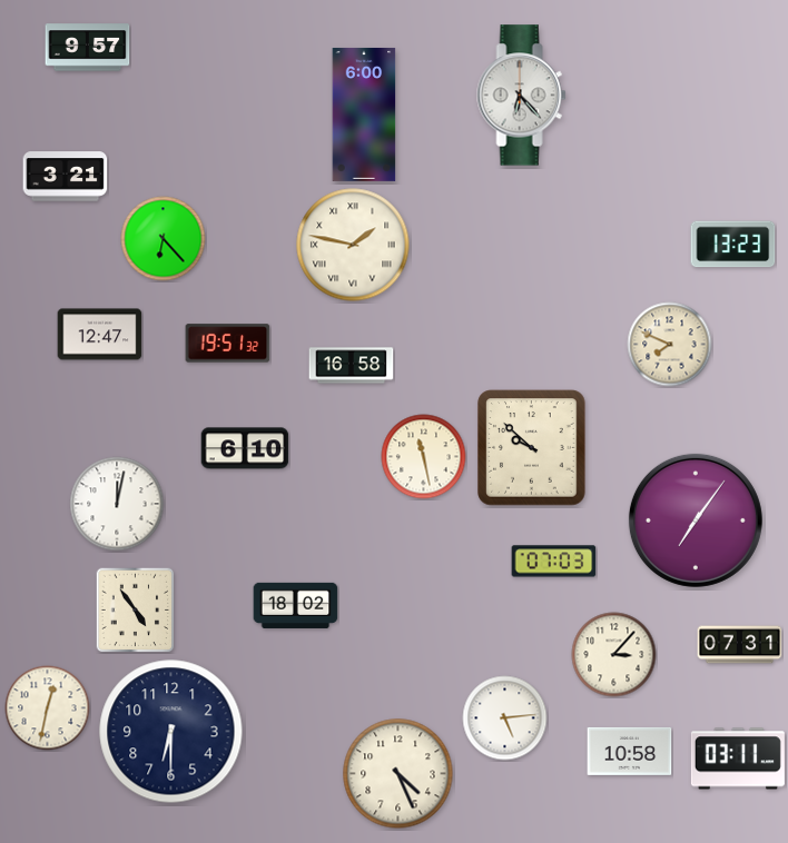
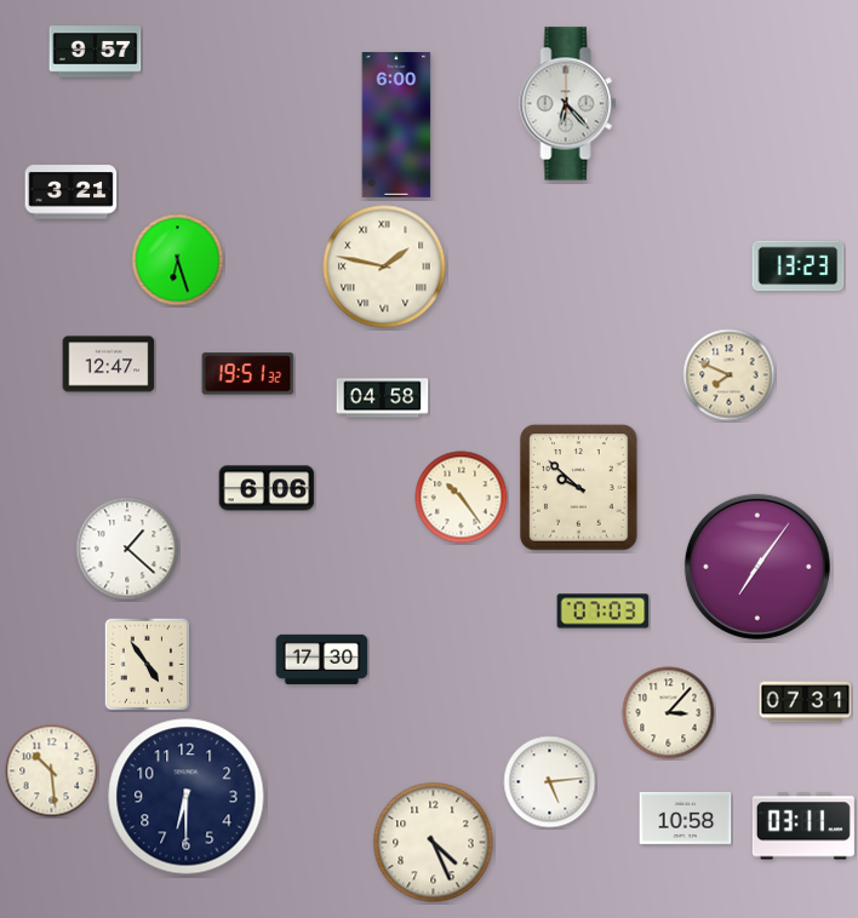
clock at (164, 239): 6:23 -> 6:27
clock at (352, 366): 16:58 -> 04:58
clock at (245, 448): 6:10 -> 6:06
clock at (424, 457): 11:28 -> 10:24
clock at (117, 504): 12:02 -> 1:22
clock at (296, 605): 18:02 -> 17:30
clock at (48, 708): 12:32 -> 10:29
